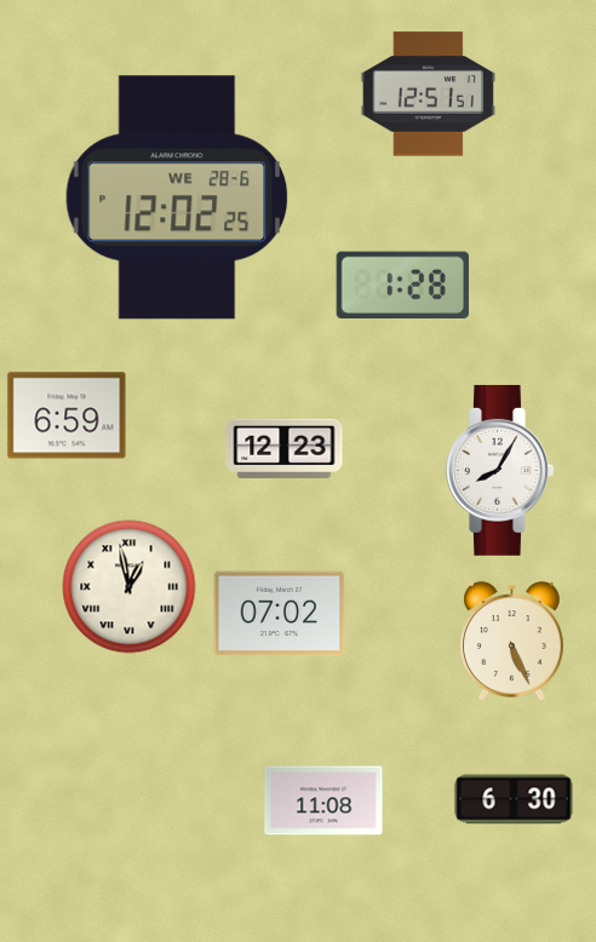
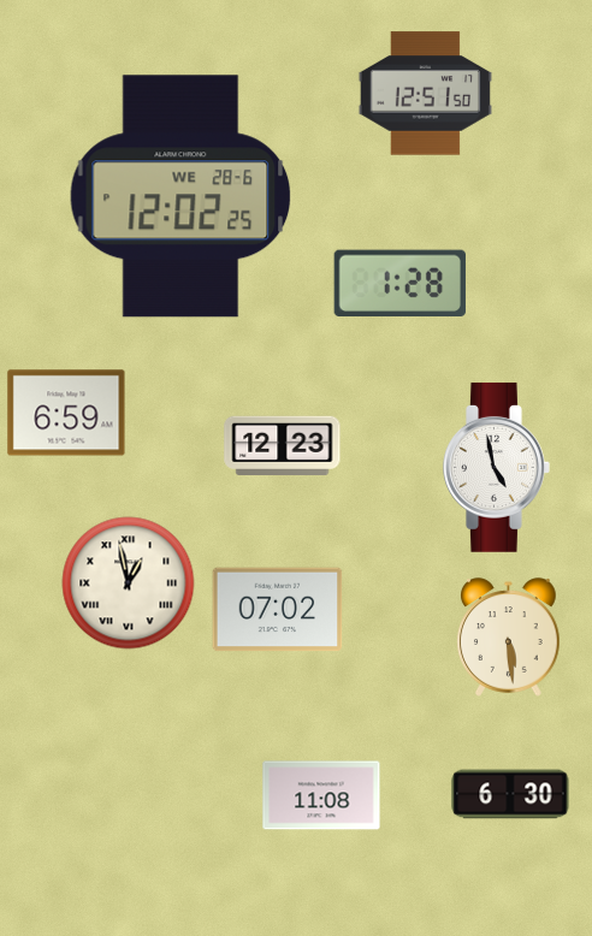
clock at (428, 94): 12:51:51 -> 12:51:50
clock at (177, 197) position: (177, 197) -> (180, 196)
clock at (500, 470): 8:05 -> 4:58
clock at (512, 642): 5:26 -> 5:29
